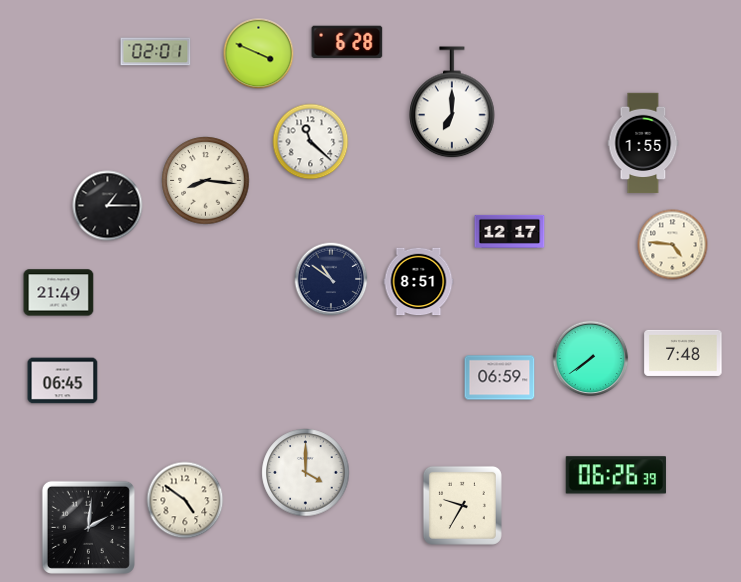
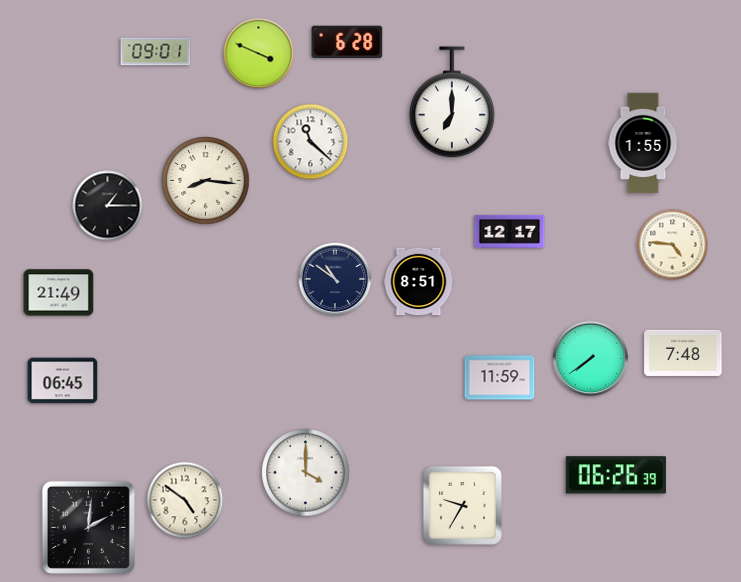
clock at (156, 52): 02:01 -> 09:01
clock at (331, 279) position: (331, 279) -> (335, 279)
clock at (500, 378): 06:59 -> 11:59
